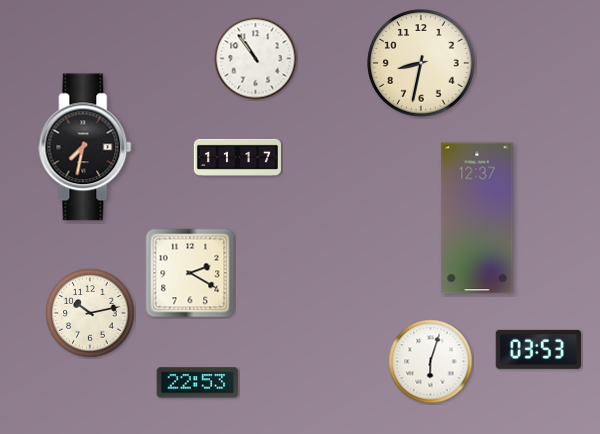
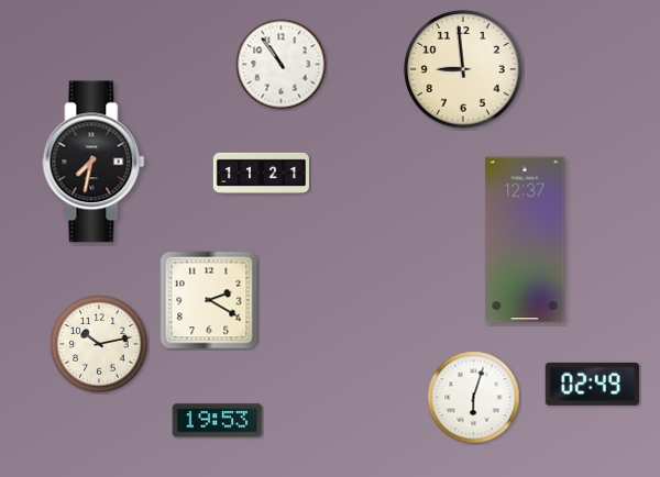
clock at (421, 63): 8:32 -> 8:59
clock at (237, 157): 11:17 -> 11:21
clock at (538, 349): 03:53 -> 02:49
clock at (198, 383): 22:53 -> 19:53
